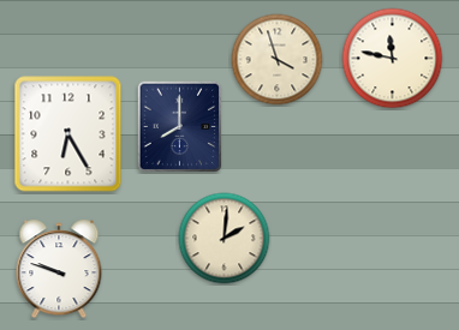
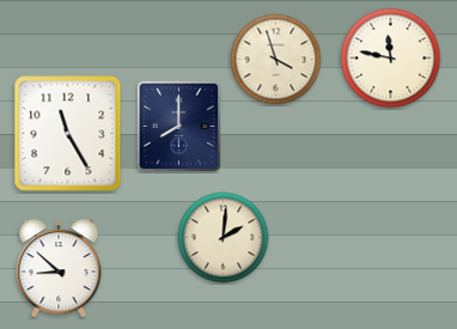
clock at (68, 134): 6:25 -> 11:25
clock at (59, 269): 9:48 -> 8:52
